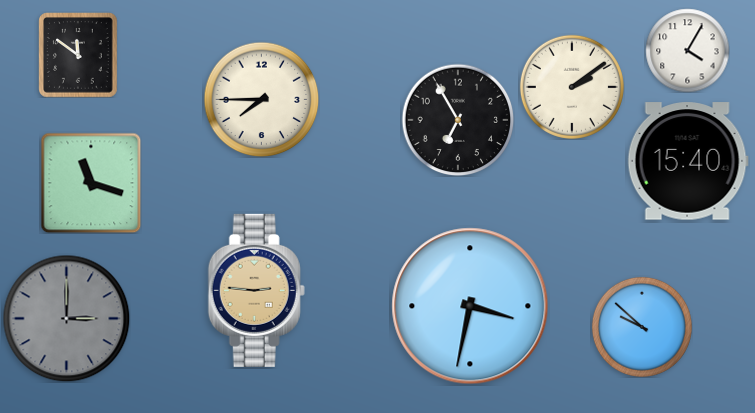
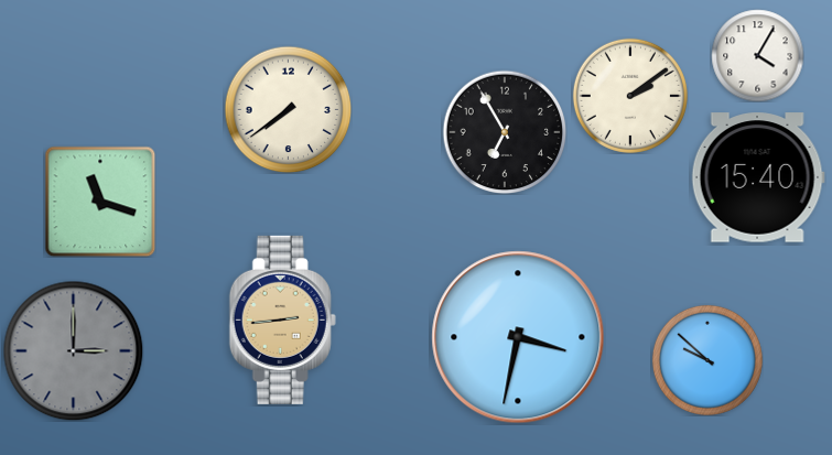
clock at (79, 55): 11:51 -> none
clock at (261, 99): 7:45 -> 7:39
clock at (256, 290): 2:46 -> 2:44
